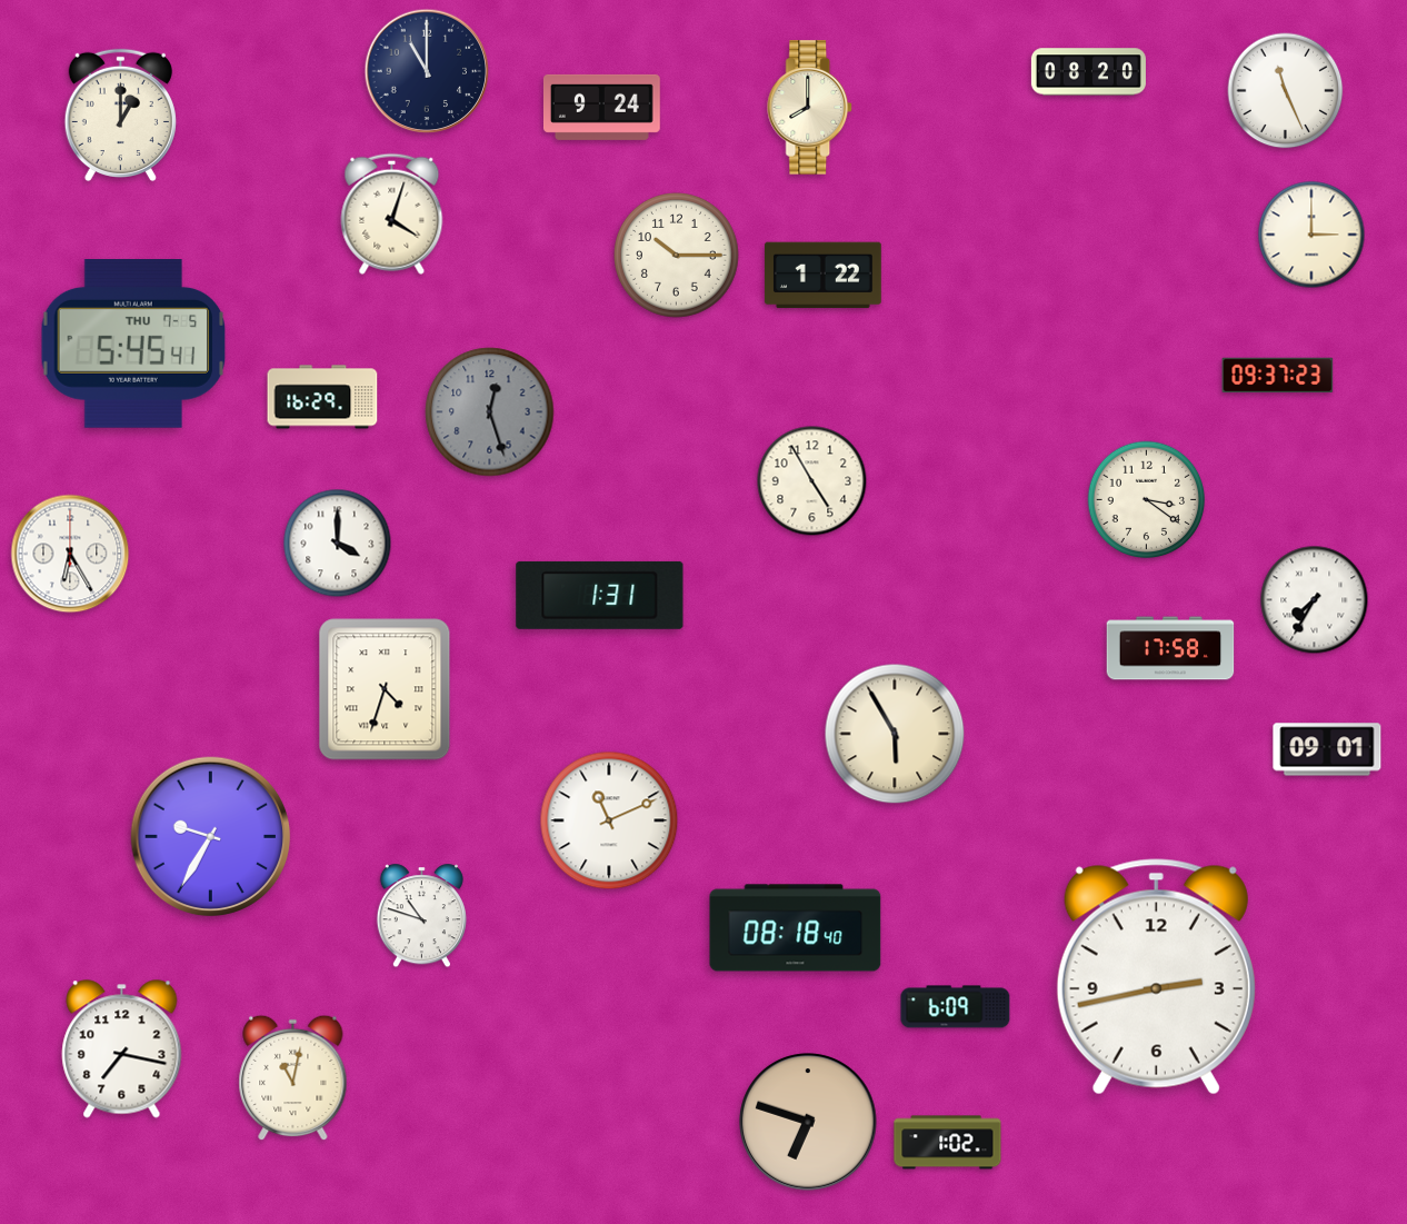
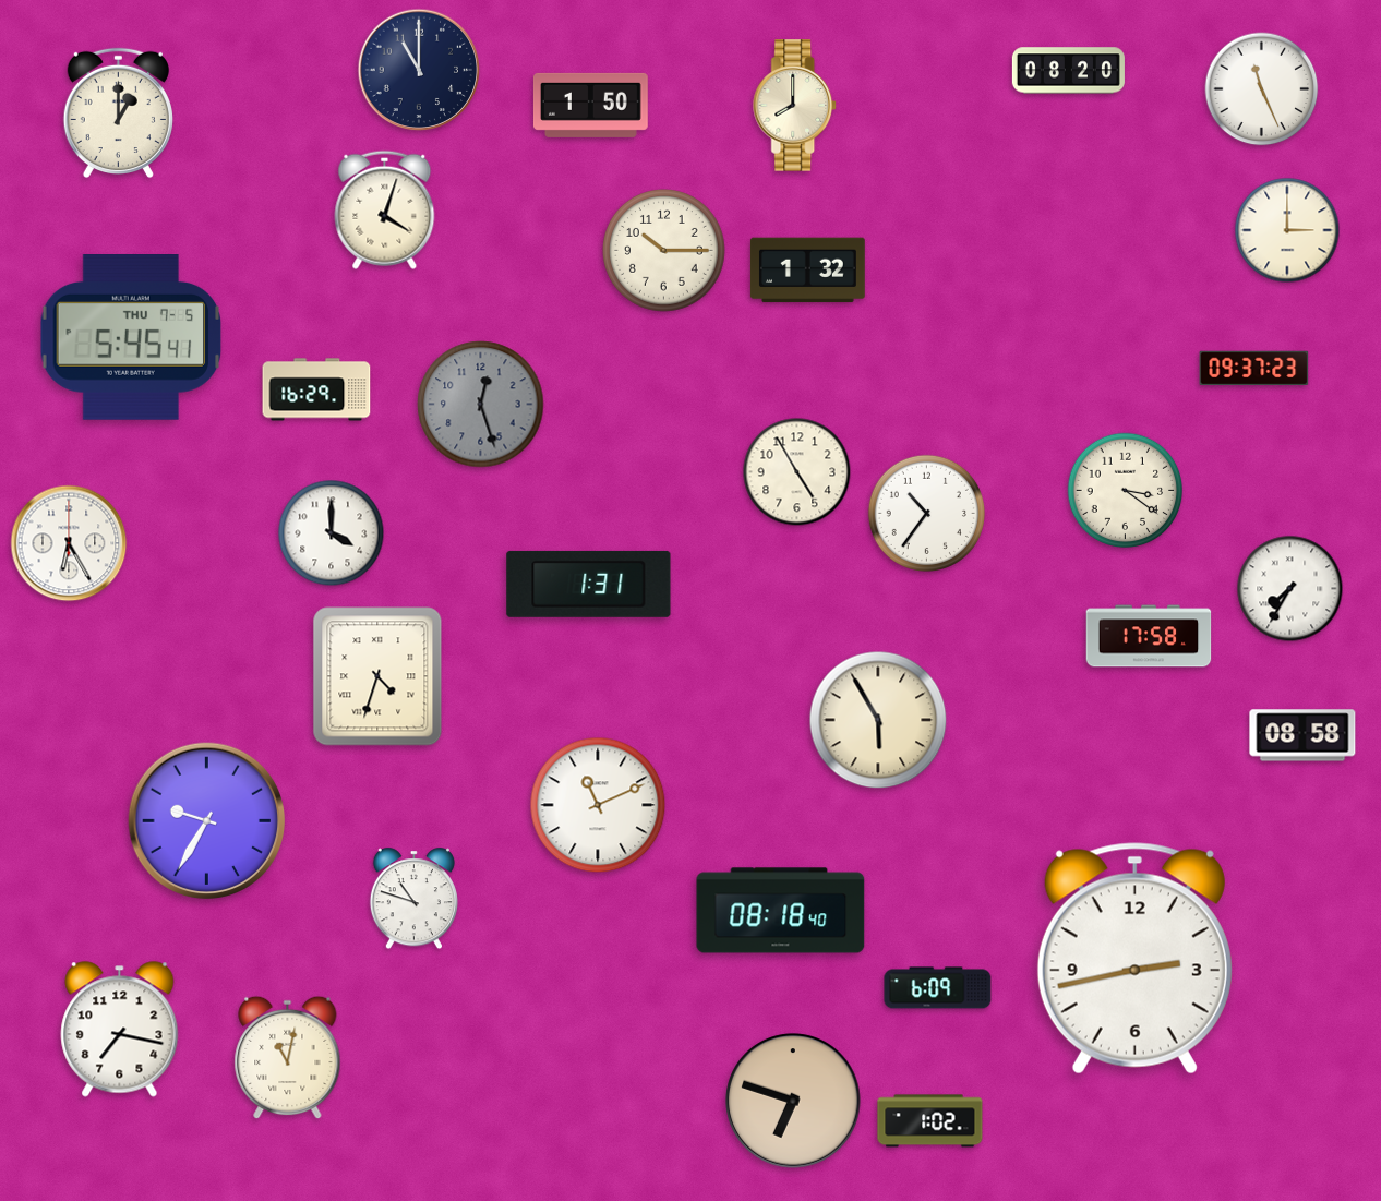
clock at (601, 107): 9:24 -> 1:50
clock at (822, 276): 1:22 -> 1:32
clock at (926, 513): none -> 10:36
clock at (1327, 749): 09:01 -> 08:58
